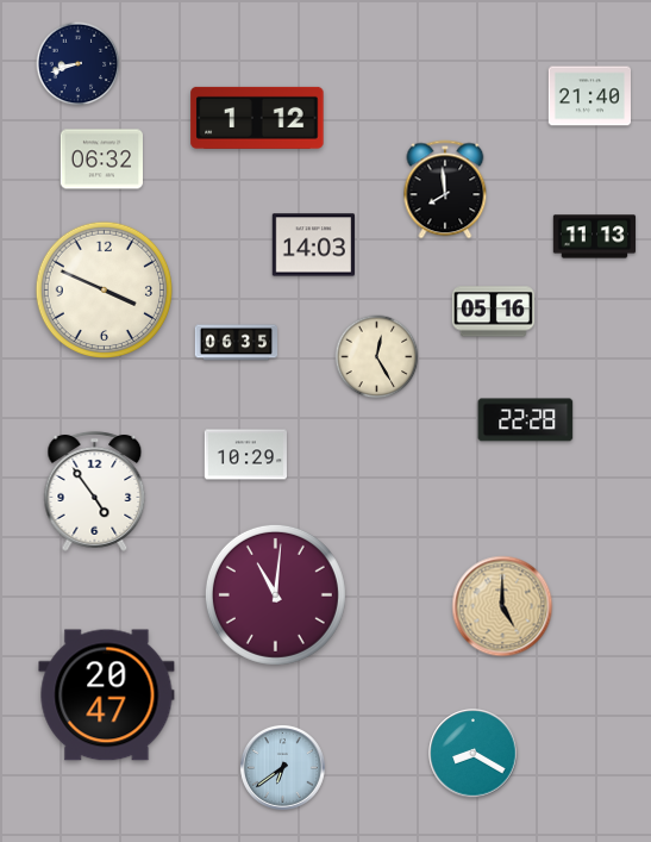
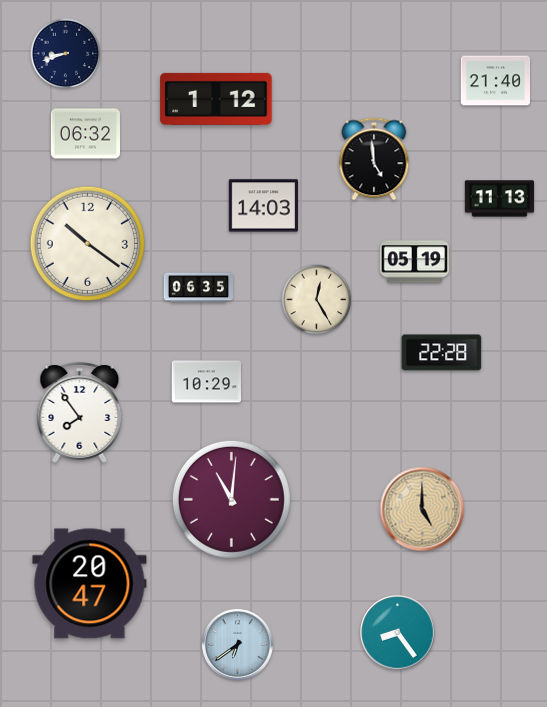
clock at (445, 189): 7:59 -> 4:59
clock at (104, 289): 3:49 -> 10:21
clock at (493, 312): 05:16 -> 05:19
clock at (95, 491): 4:54 -> 7:54
clock at (474, 754): 8:20 -> 8:24
